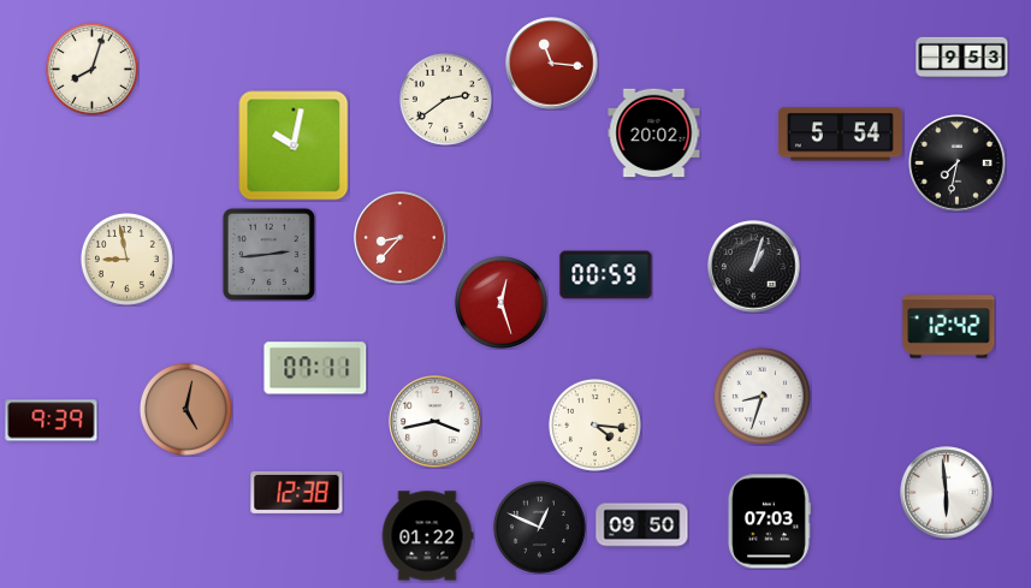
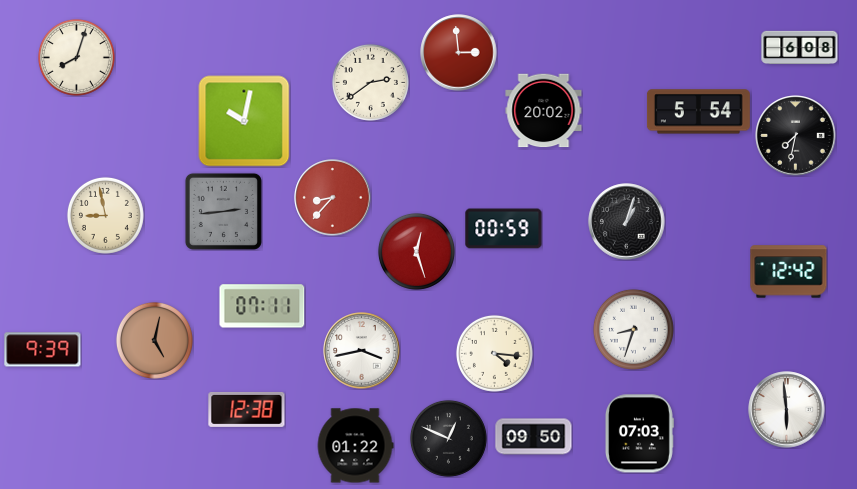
clock at (962, 58): 9:53 -> 6:08
clock at (552, 64): 11:16 -> 2:59
